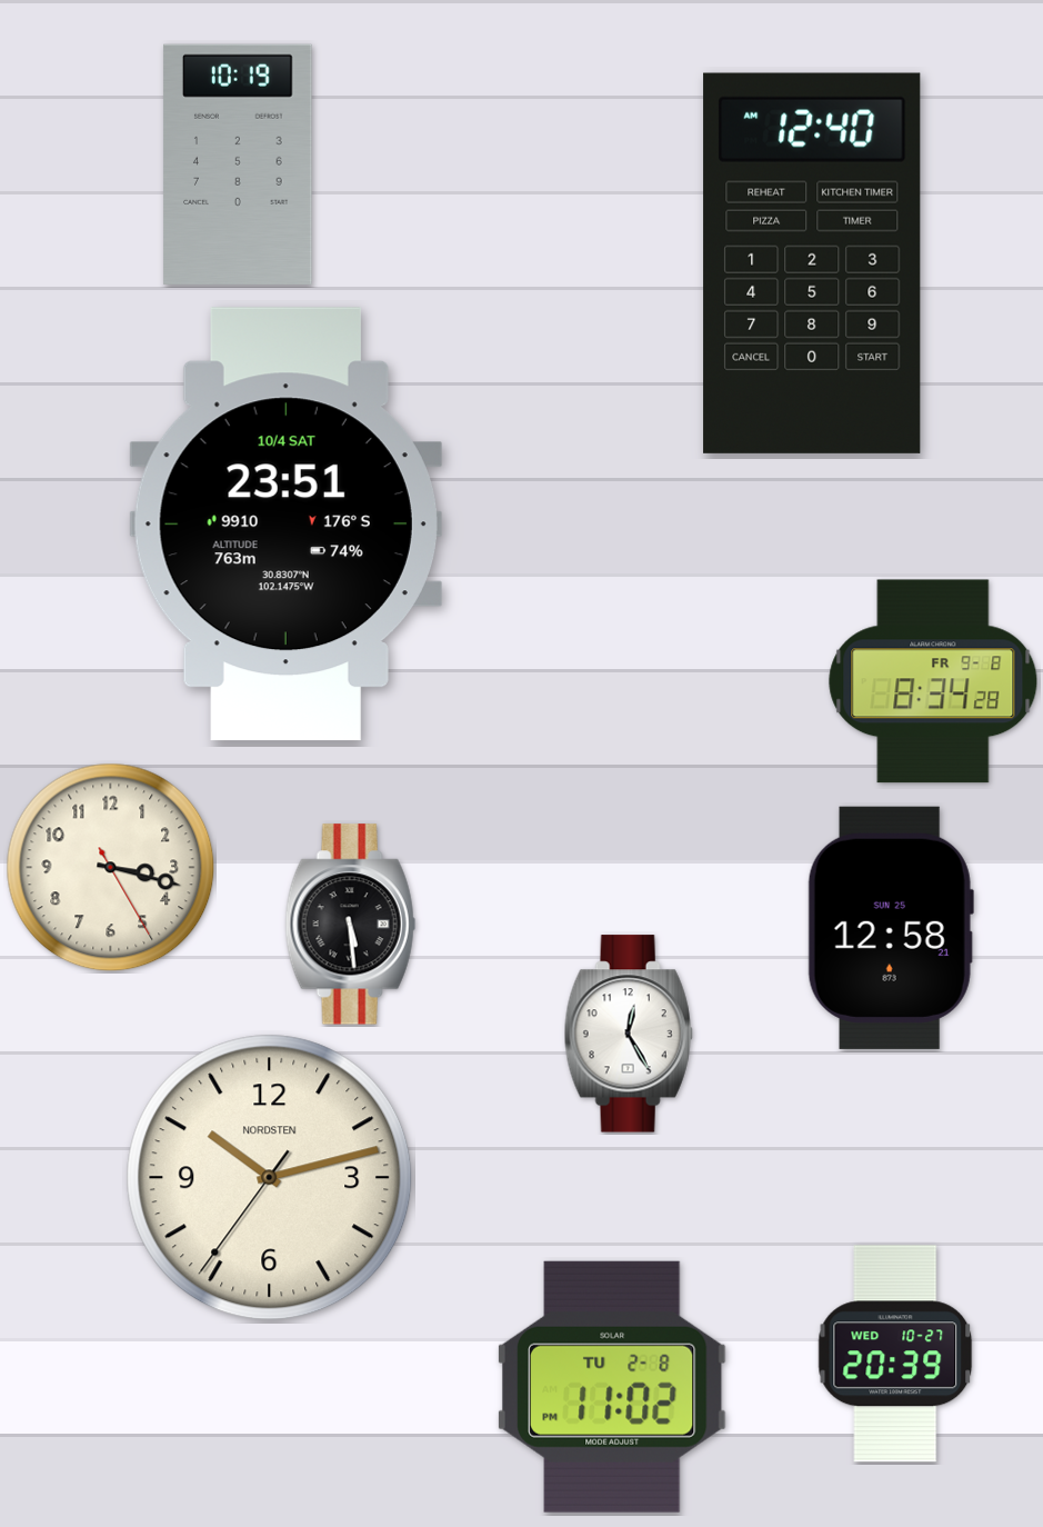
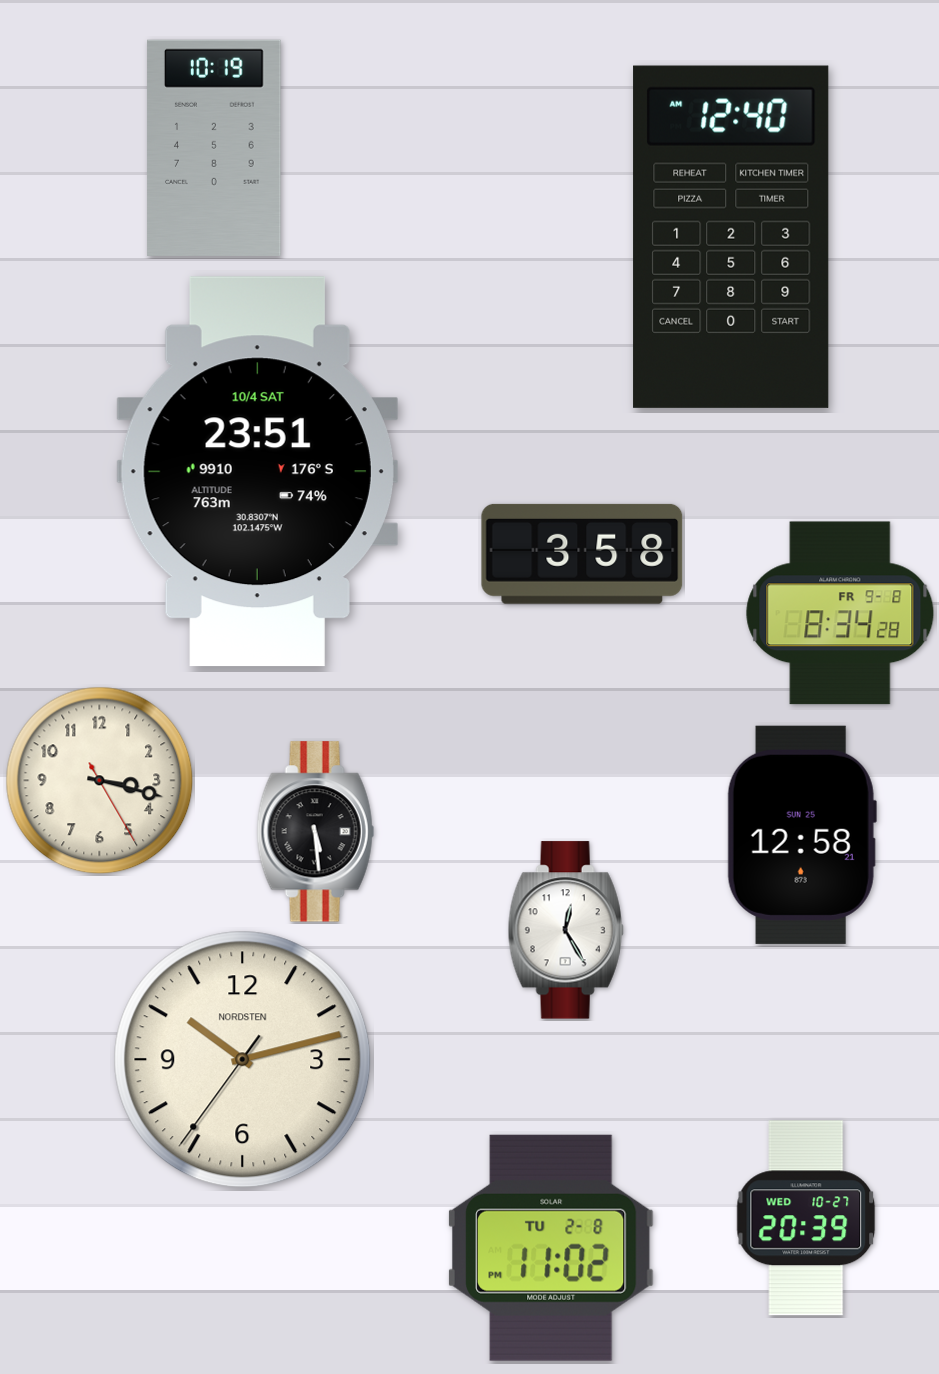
clock at (582, 554): none -> 3:58
